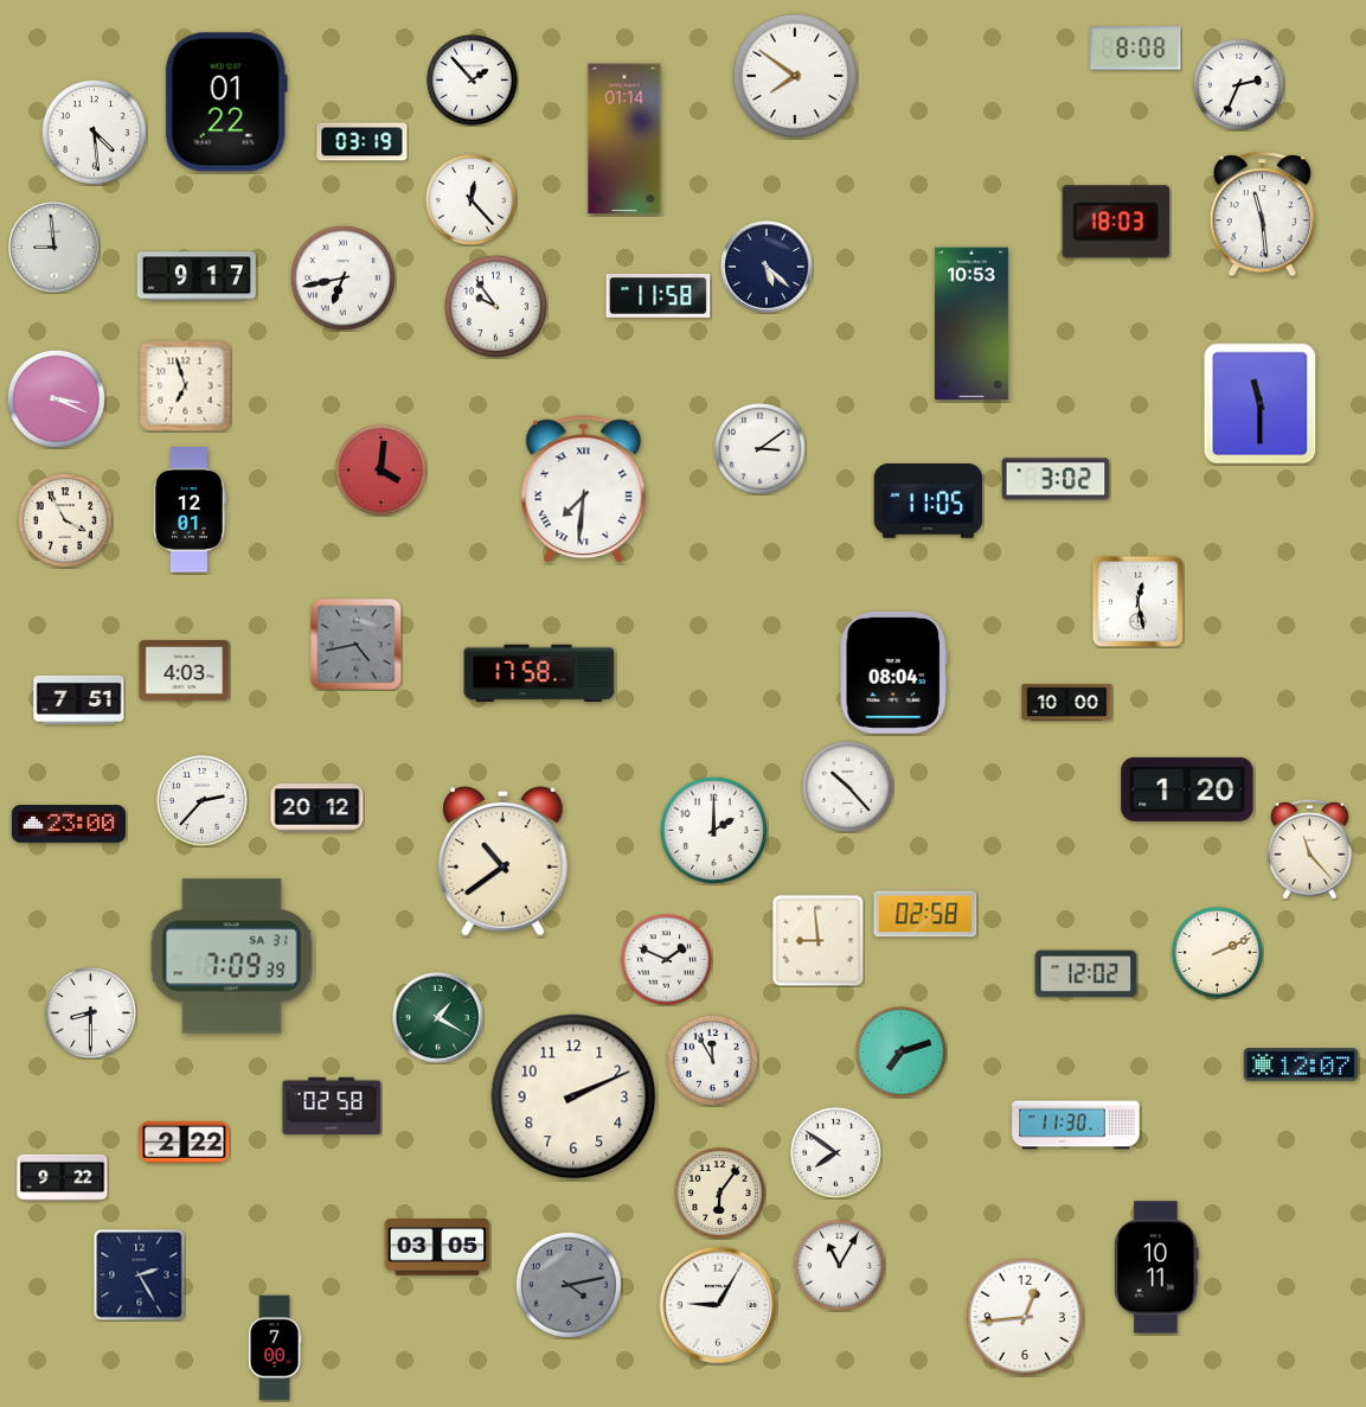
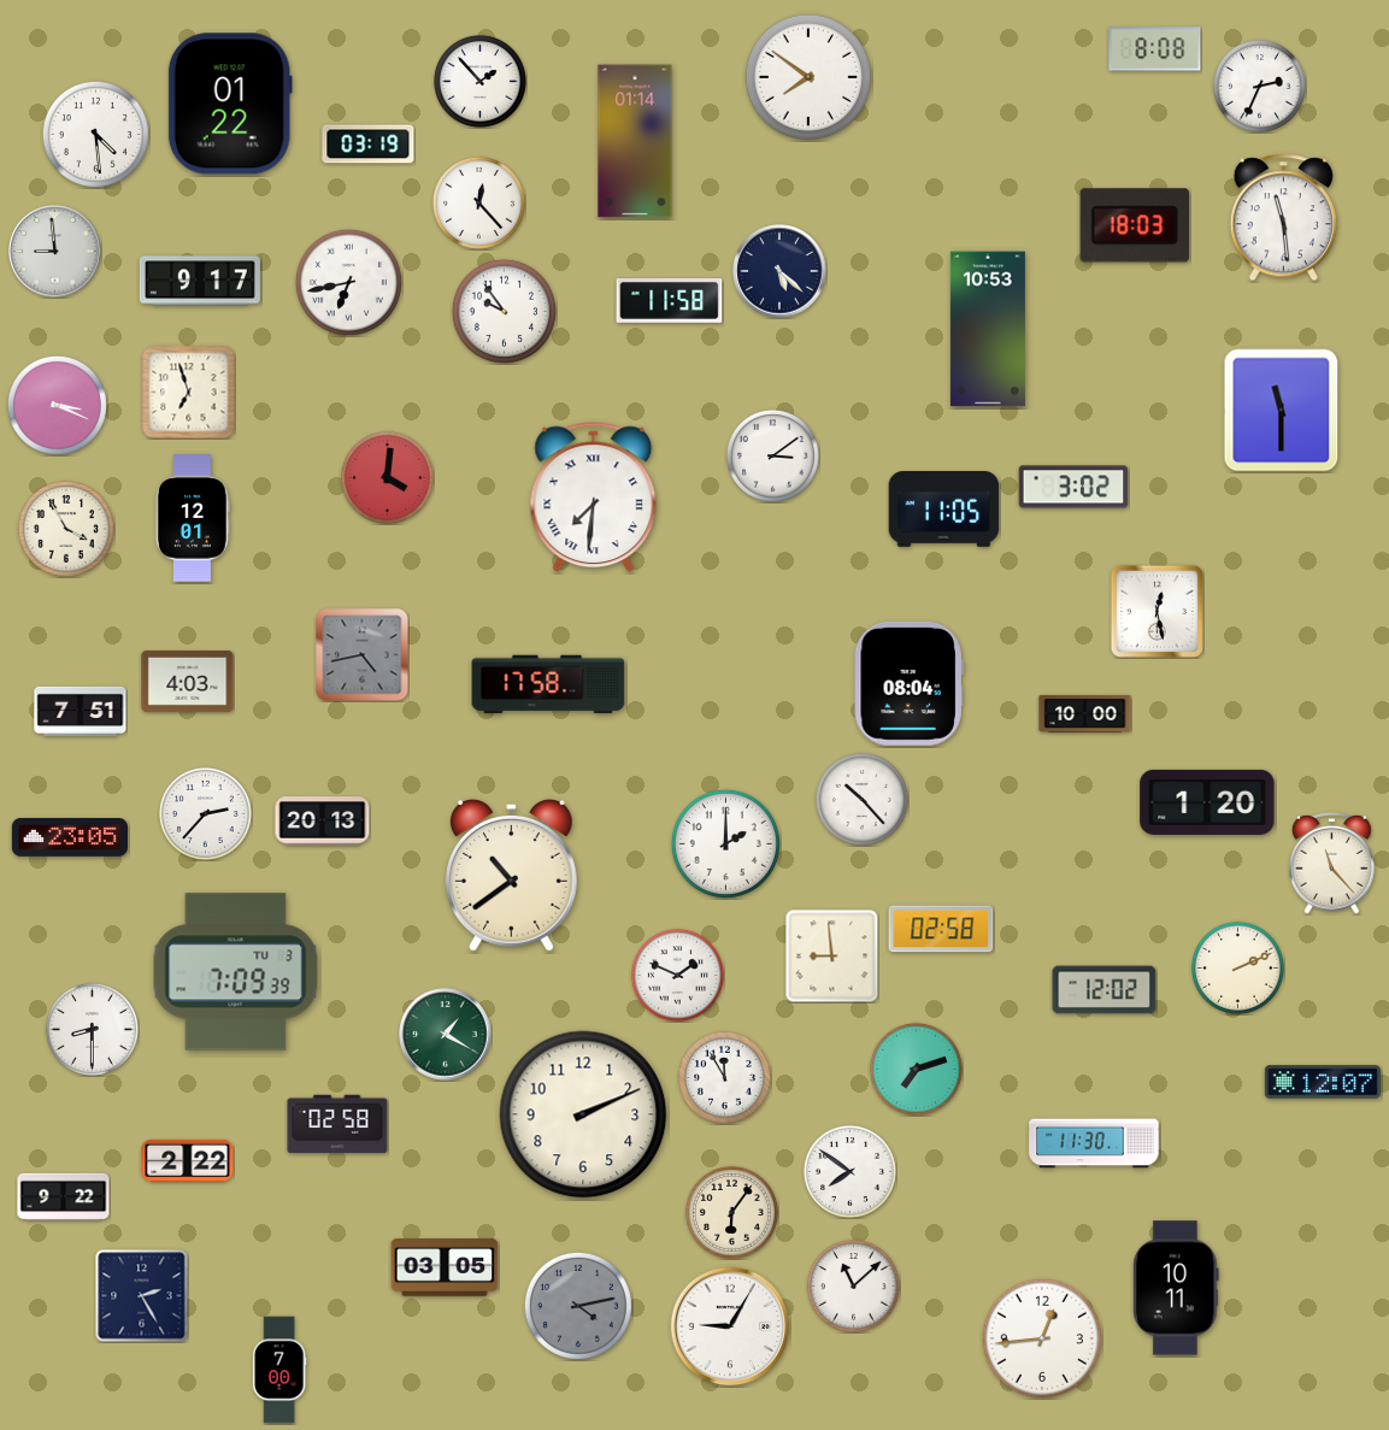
clock at (318, 808): 20:12 -> 20:13
clock at (69, 825): 23:00 -> 23:05
clock at (232, 957) date: SA 31 -> TU 3
clock at (839, 1265): 11:05 -> 11:08
